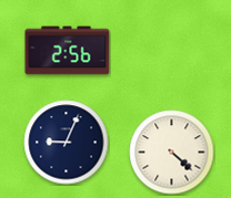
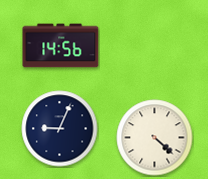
clock at (68, 51): 2:56 -> 14:56
